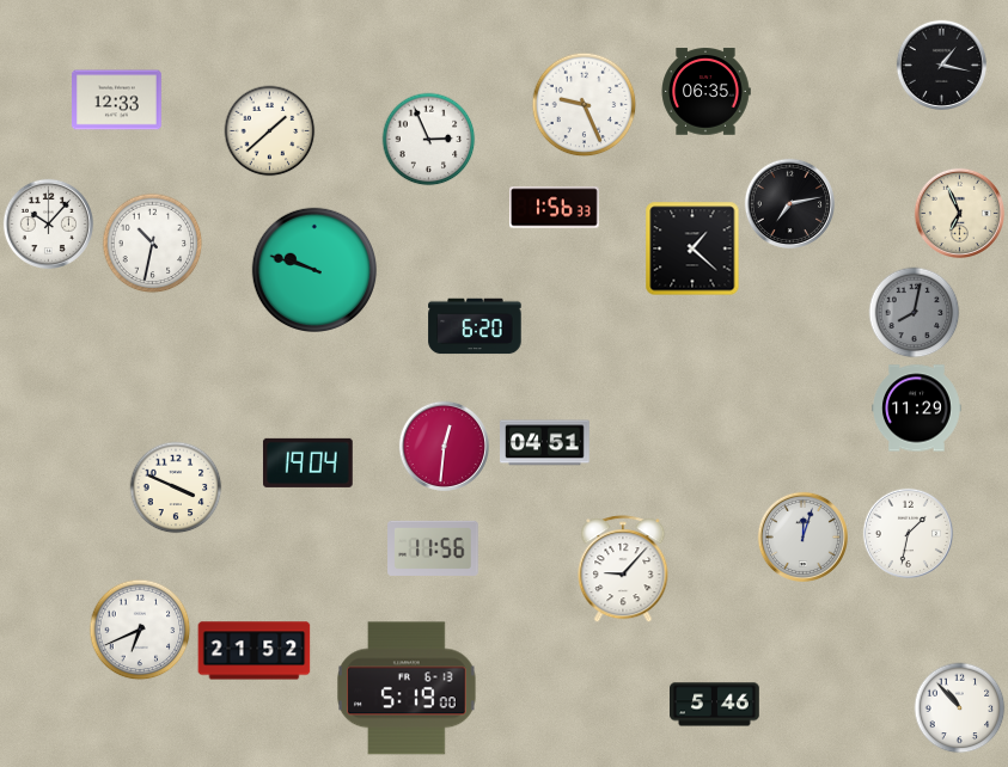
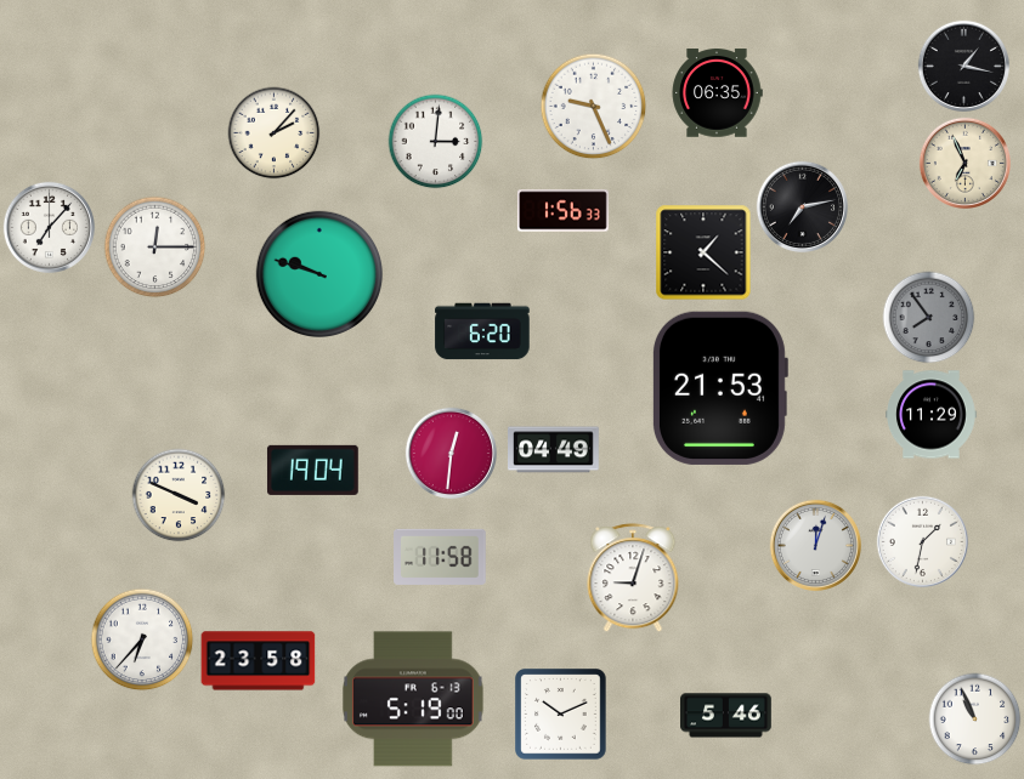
clock at (941, 65) position: (941, 65) -> (963, 66)
clock at (117, 100): 12:33 -> none
clock at (270, 131): 1:38 -> 2:07
clock at (429, 140): 2:56 -> 3:01
clock at (959, 213) position: (959, 213) -> (964, 163)
clock at (48, 223): 10:07 -> 7:07
clock at (153, 244): 10:32 -> 12:15
clock at (915, 313): 8:02 -> 7:54
clock at (719, 388): none -> 21:53
clock at (545, 443): 04:51 -> 04:49
clock at (433, 548): 11:56 -> 11:58
clock at (623, 570): 9:07 -> 9:03
clock at (140, 630): 6:41 -> 6:37
clock at (255, 651): 21:52 -> 23:58
clock at (561, 715): none -> 10:11
clock at (960, 708): 10:53 -> 10:56
